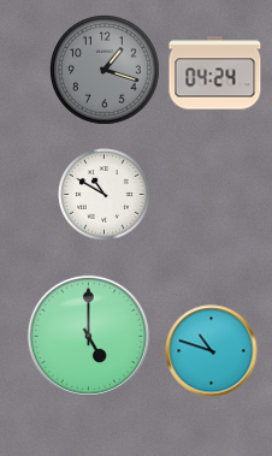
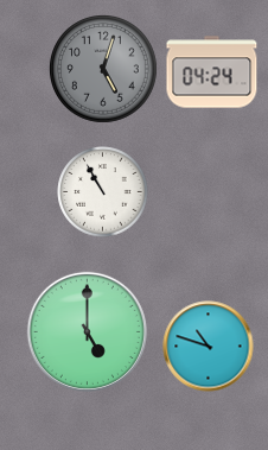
clock at (106, 71): 1:18 -> 5:03
clock at (105, 195): 10:50 -> 10:55
